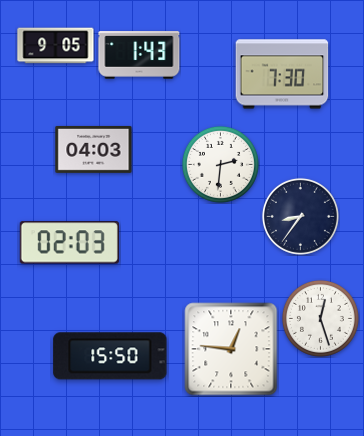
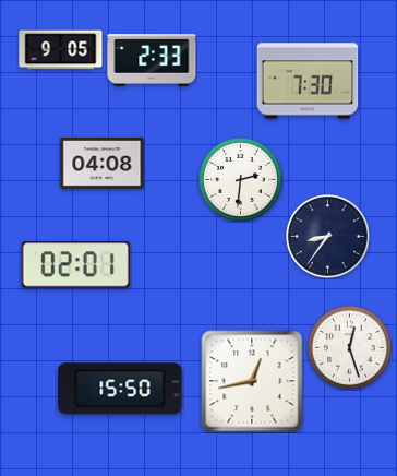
clock at (139, 55): 1:43 -> 2:33
clock at (94, 149): 04:03 -> 04:08
clock at (69, 243): 02:03 -> 02:01
clock at (231, 349): 12:46 -> 12:43
